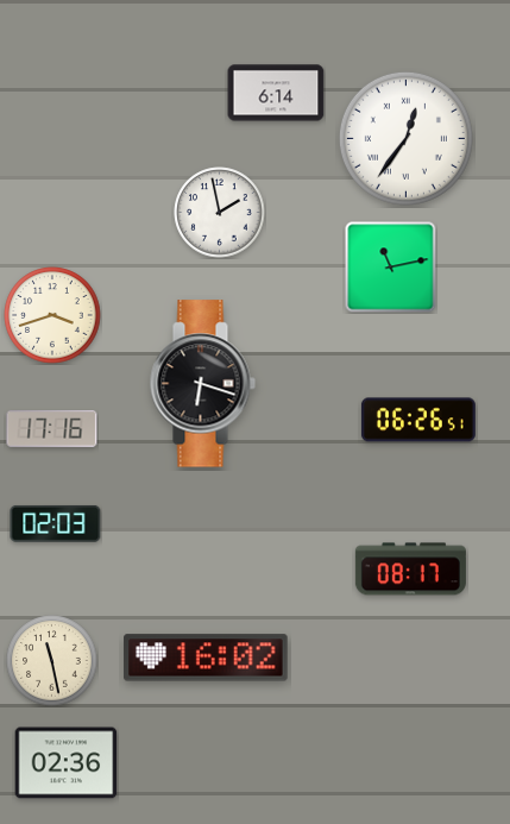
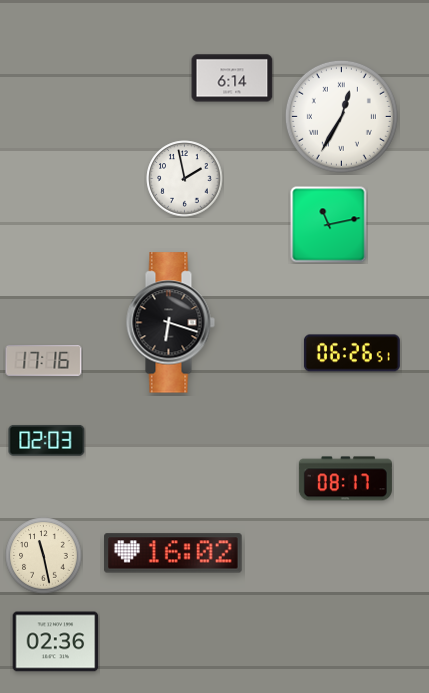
clock at (405, 138): 12:36 -> 12:35
clock at (52, 315): 3:42 -> none
